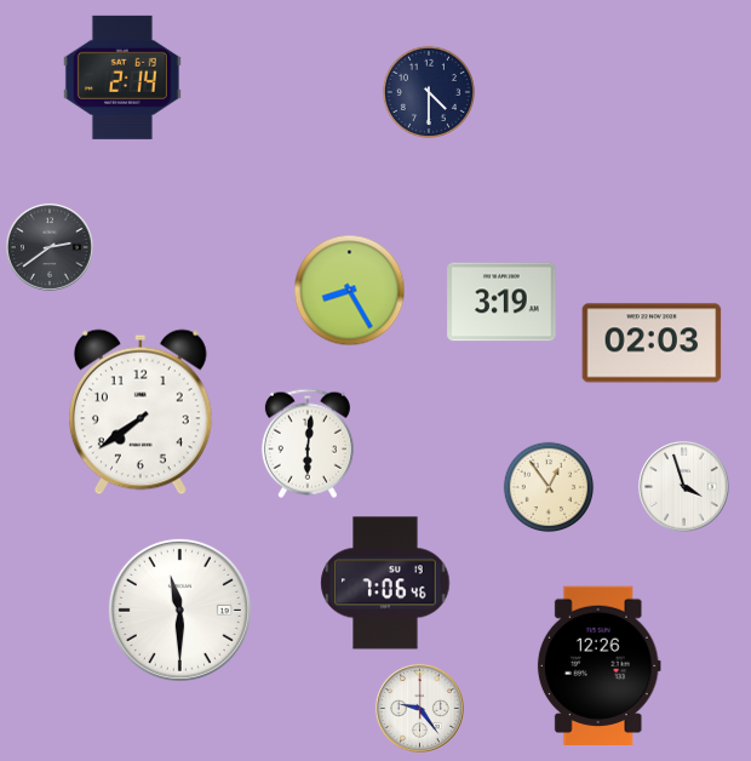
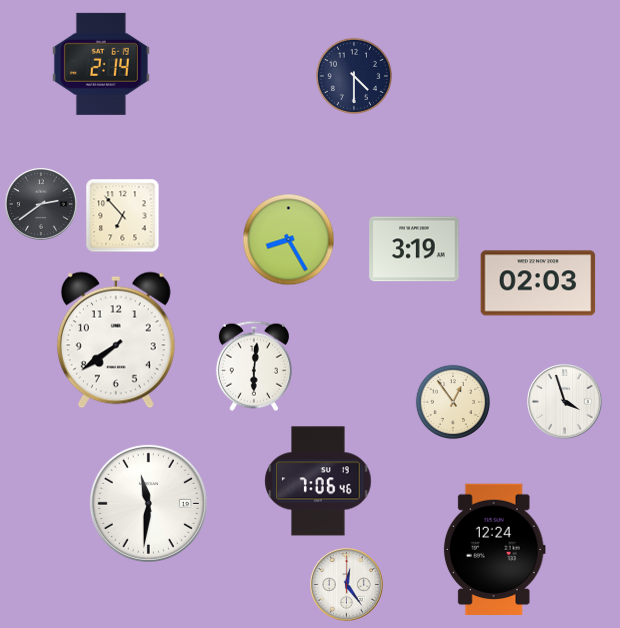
clock at (123, 216): none -> 6:53
clock at (179, 610): 11:30 -> 11:31
clock at (598, 665): 12:26 -> 12:24
clock at (419, 708): 9:24 -> 12:24
